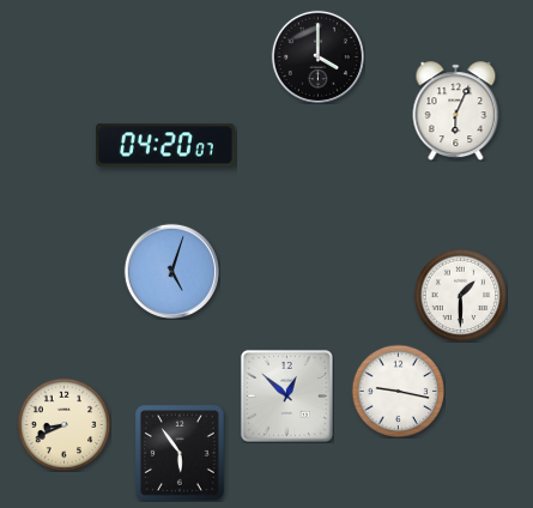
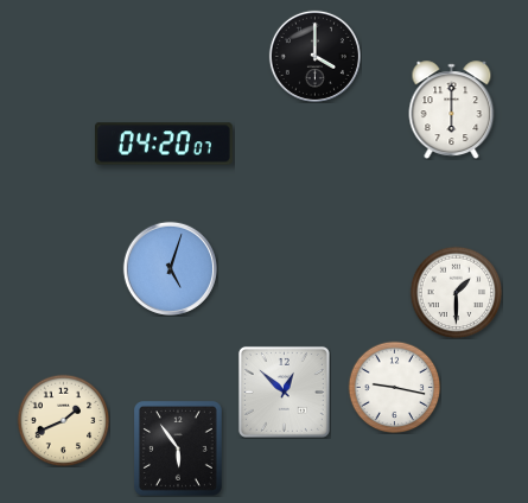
clock at (456, 111): 6:04 -> 6:00
clock at (63, 424): 8:41 -> 1:41
